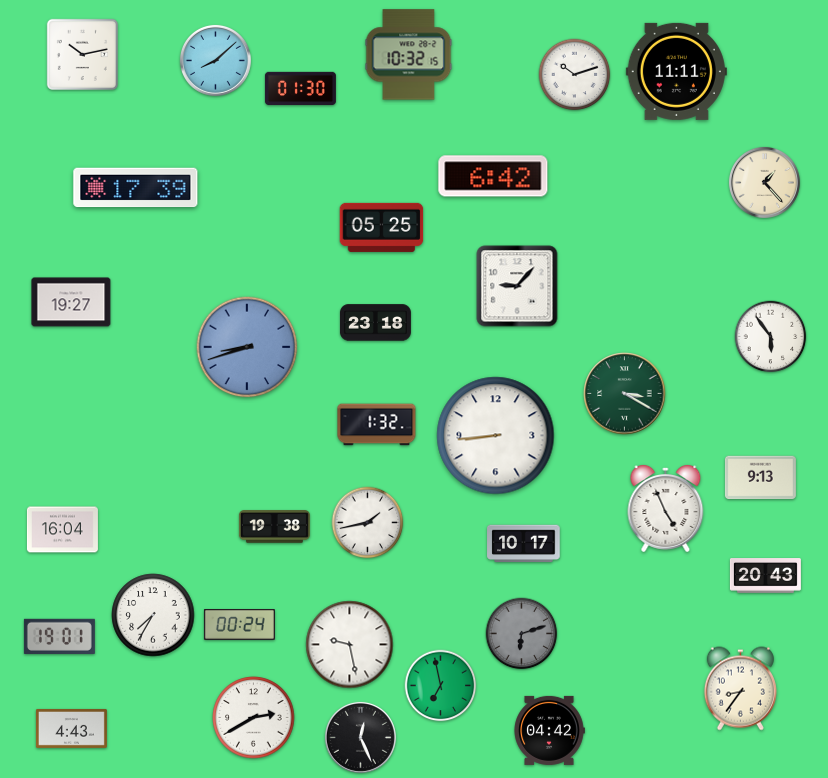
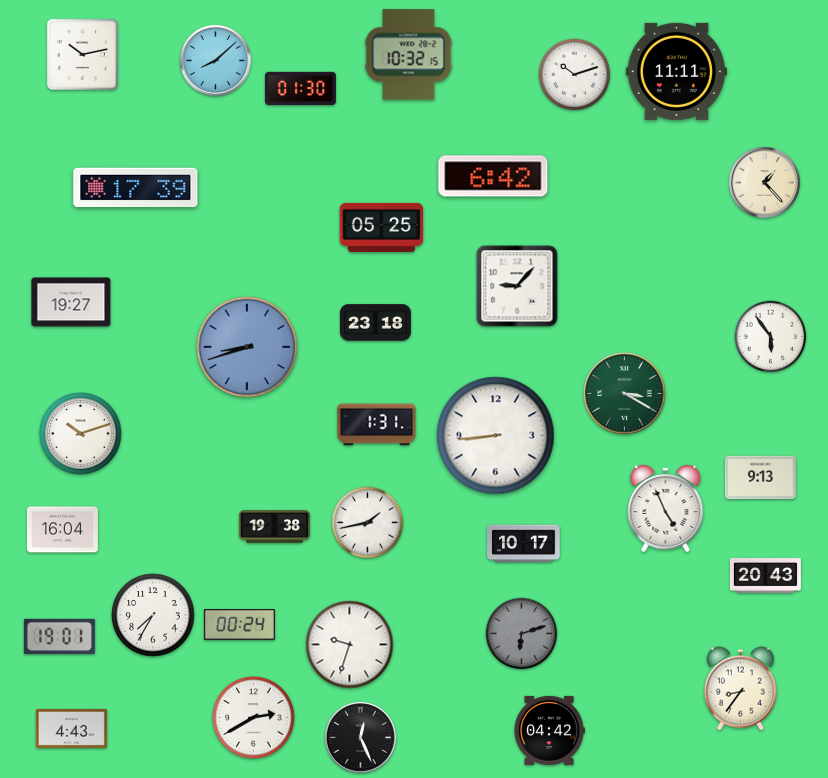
clock at (377, 425): 1:32 -> 1:31
clock at (81, 434): none -> 10:12
clock at (350, 645): 9:28 -> 9:33
clock at (441, 686): 6:58 -> none
